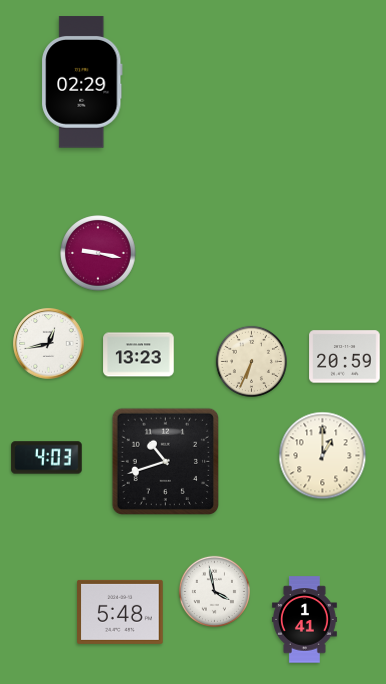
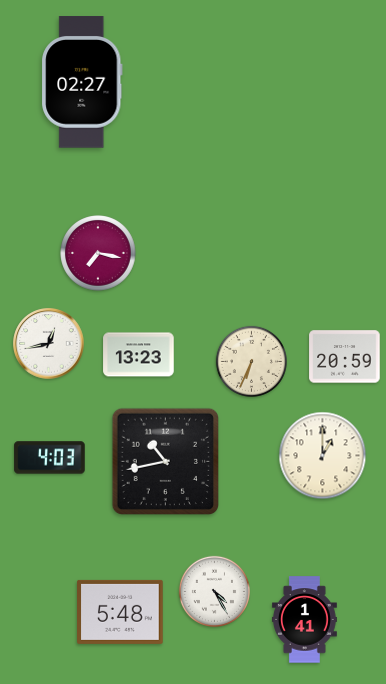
clock at (82, 82): 02:29 -> 02:27
clock at (98, 253): 9:17 -> 7:17
clock at (47, 458) position: (47, 458) -> (50, 458)
clock at (165, 461): 10:42 -> 10:43
clock at (214, 591): 3:58 -> 4:25
